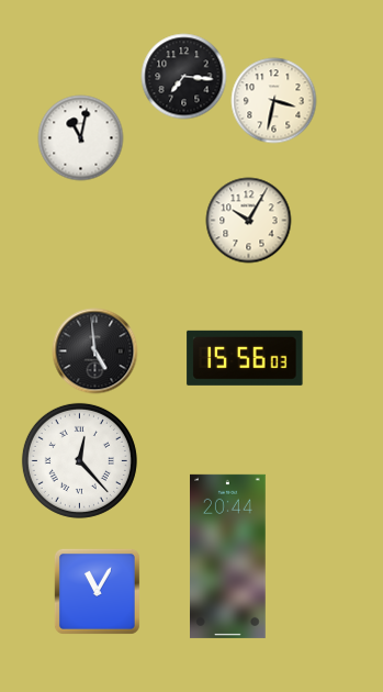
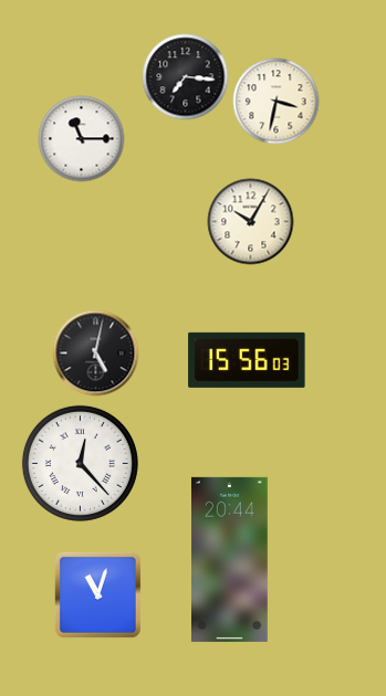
clock at (80, 137): 11:02 -> 11:15
clock at (94, 350): 4:59 -> 5:02
clock at (97, 591): 11:05 -> 11:03
